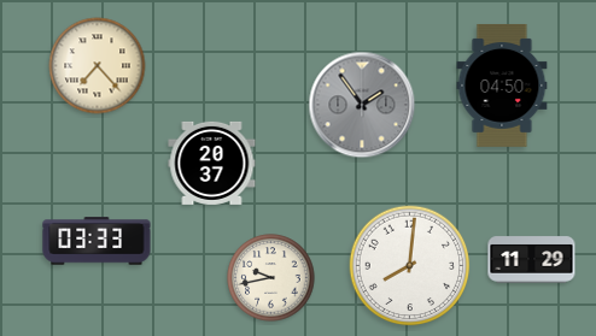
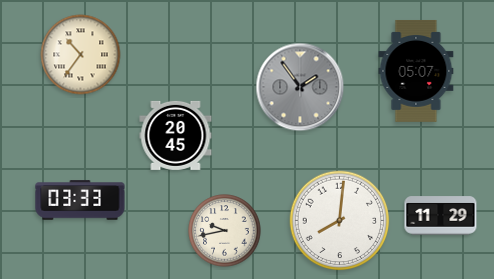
clock at (98, 66): 7:23 -> 10:36
clock at (502, 86): 04:50 -> 05:07
clock at (212, 163): 20:37 -> 20:45
